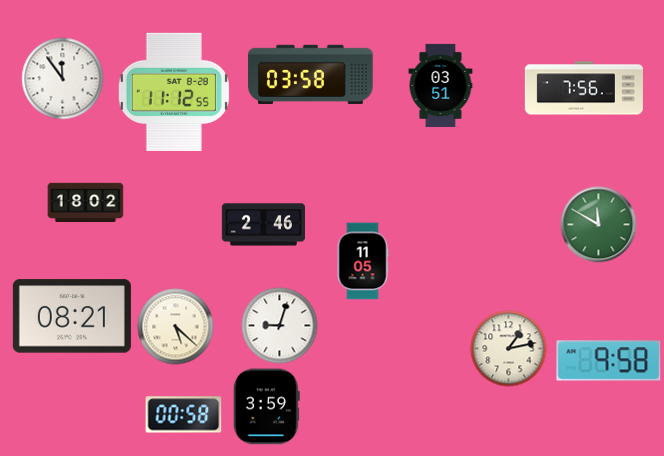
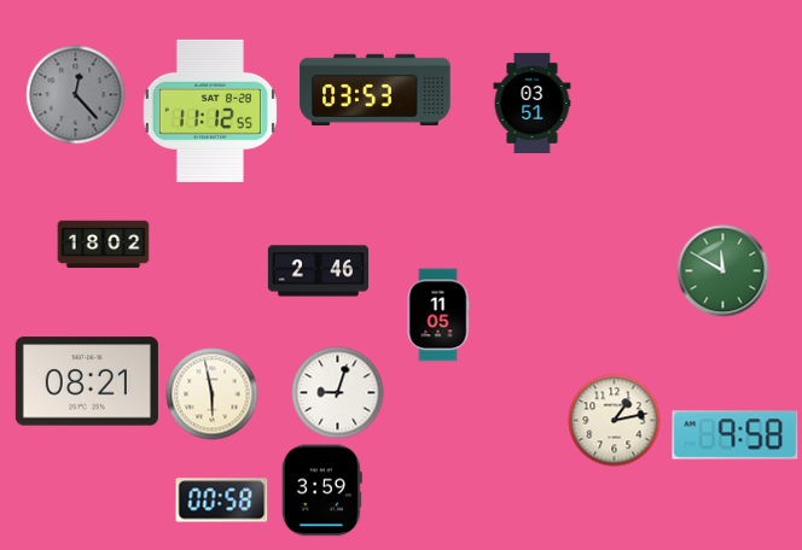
clock at (311, 74): 03:58 -> 03:53
clock at (63, 79): 11:54 -> 12:23
clock at (63, 79) dial: white -> grey
clock at (584, 88): 7:56 -> none
clock at (176, 327): 5:22 -> 5:58
